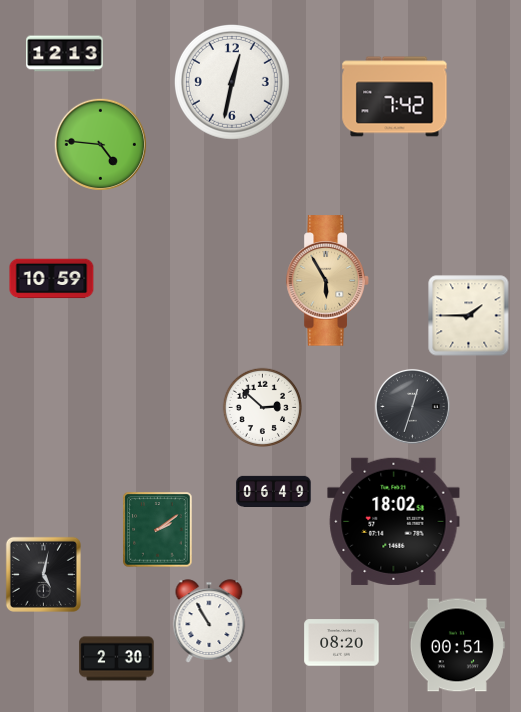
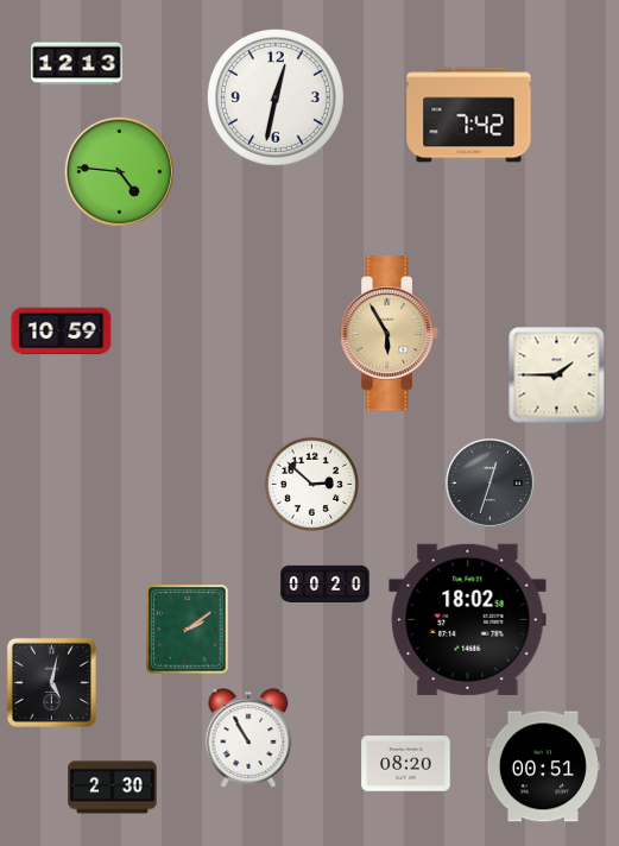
clock at (274, 491): 06:49 -> 00:20
clock at (117, 659) position: (117, 659) -> (113, 788)
